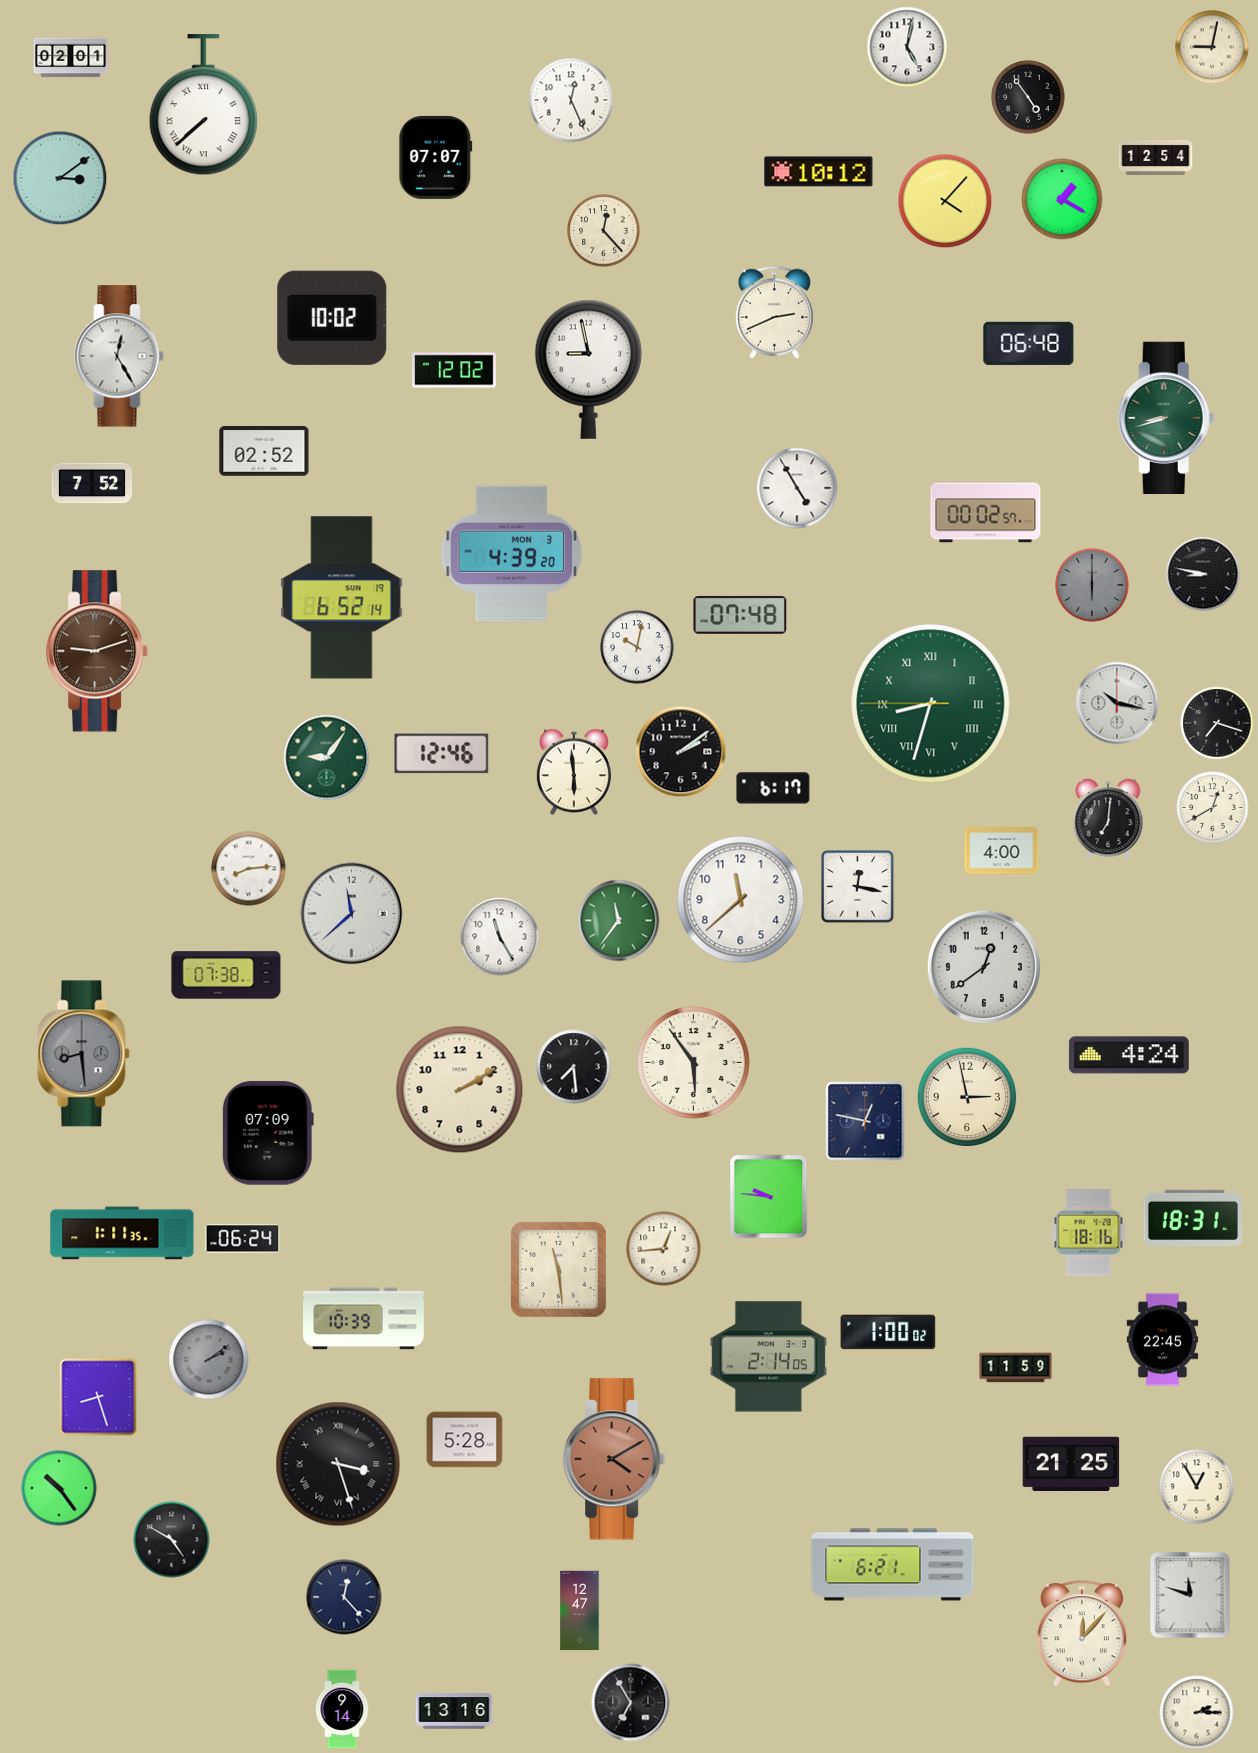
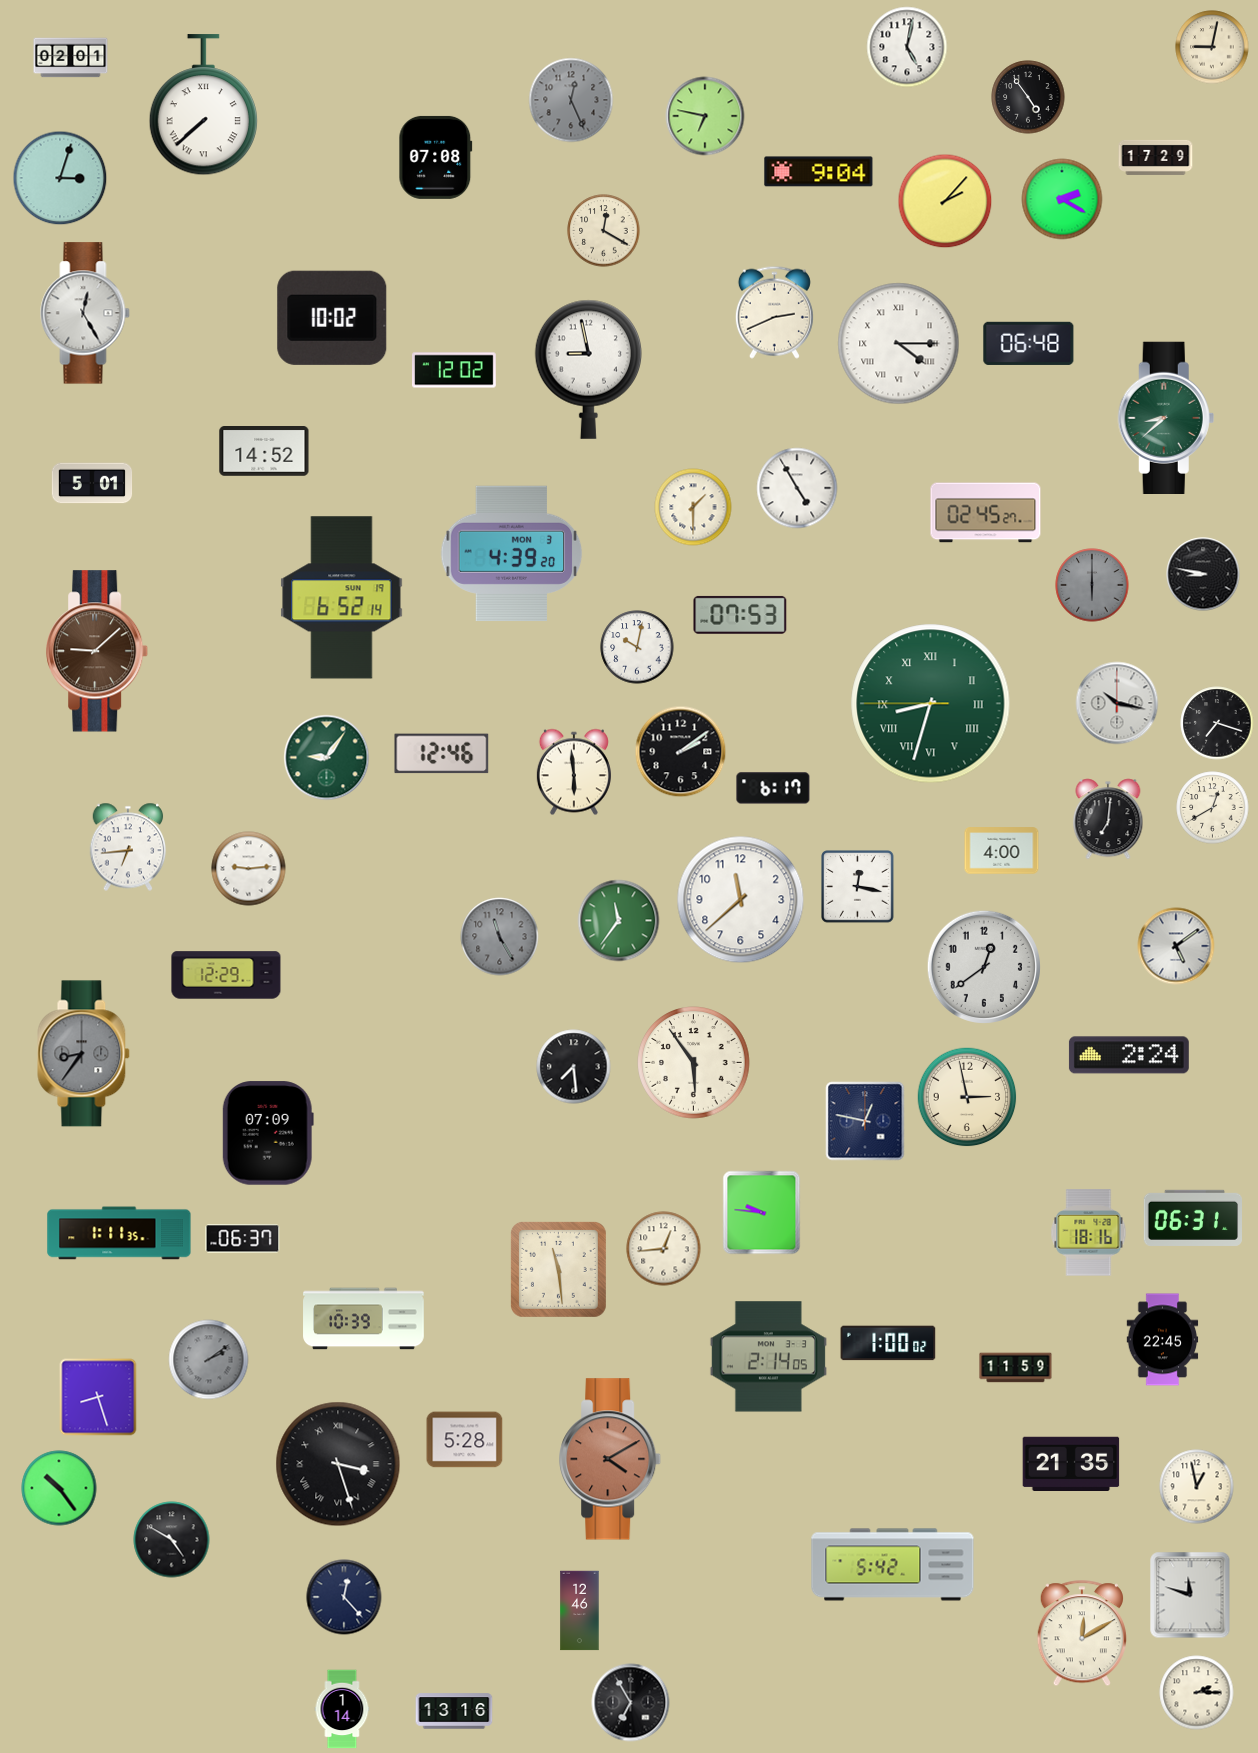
clock at (571, 100) dial: white -> grey
clock at (705, 116): none -> 6:47
clock at (436, 157): 07:07 -> 07:08
clock at (1156, 157): 12:54 -> 17:29
clock at (819, 172): 10:12 -> 9:04
clock at (60, 178): 3:09 -> 3:03
clock at (1062, 199): 1:20 -> 2:20
clock at (945, 201): 4:07 -> 2:07
clock at (604, 231): 12:23 -> 12:20
clock at (899, 344): none -> 4:15
clock at (119, 356) position: (119, 356) -> (85, 313)
clock at (1166, 417): 8:42 -> 8:38
clock at (264, 452): 02:52 -> 14:52
clock at (92, 483): 7:52 -> 5:01
clock at (693, 507): none -> 1:30
clock at (986, 513): 00:02 -> 02:45
clock at (740, 615): 07:48 -> 07:53
clock at (98, 651): 9:12 -> 9:08
clock at (128, 847): none -> 6:44
clock at (249, 869): 8:14 -> 9:14
clock at (352, 914): 11:38 -> none
clock at (500, 937) dial: white -> grey
clock at (1176, 946): none -> 5:09
clock at (226, 975): 07:38 -> 12:29
clock at (84, 1054): 8:29 -> 8:36
clock at (1129, 1055): 4:24 -> 2:24
clock at (460, 1090): 2:10 -> none
clock at (769, 1197) position: (769, 1197) -> (762, 1213)
clock at (1192, 1218): 18:31 -> 06:31
clock at (122, 1233) position: (122, 1233) -> (119, 1233)
clock at (243, 1239): 06:24 -> 06:37
clock at (888, 1332) position: (888, 1332) -> (888, 1343)
clock at (615, 1459) position: (615, 1459) -> (611, 1459)
clock at (1071, 1464): 21:25 -> 21:35
clock at (1197, 1487): 12:55 -> 12:58
clock at (893, 1565): 6:21 -> 5:42
clock at (580, 1611): 12:47 -> 12:46
clock at (1082, 1634): 12:07 -> 12:10
clock at (342, 1709): 9:14 -> 1:14
clock at (1197, 1713) position: (1197, 1713) -> (1197, 1693)
